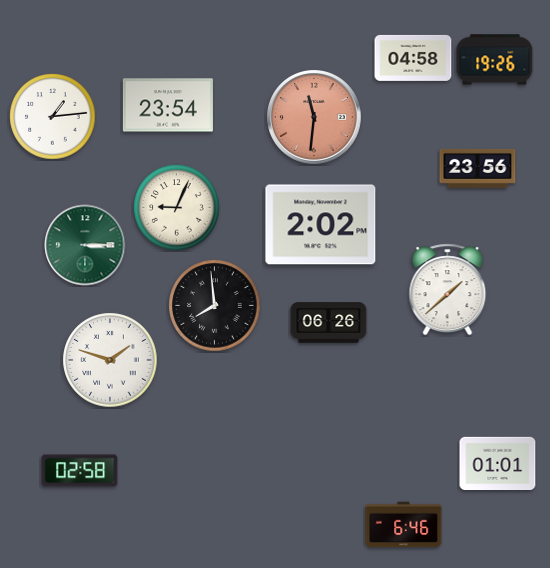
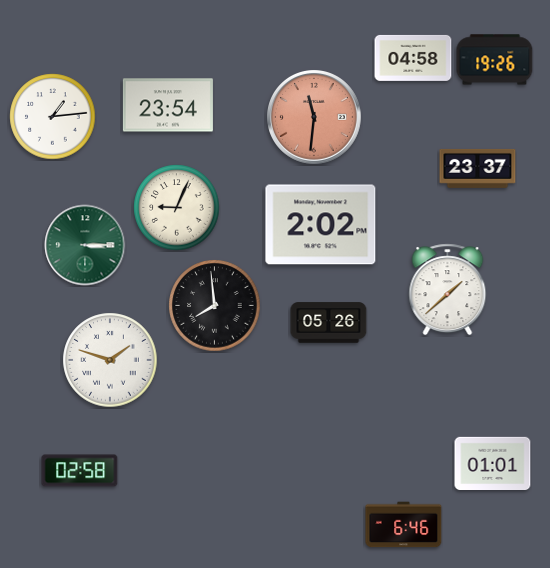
clock at (478, 168): 23:56 -> 23:37
clock at (329, 323): 06:26 -> 05:26
clock at (498, 463) position: (498, 463) -> (493, 463)
